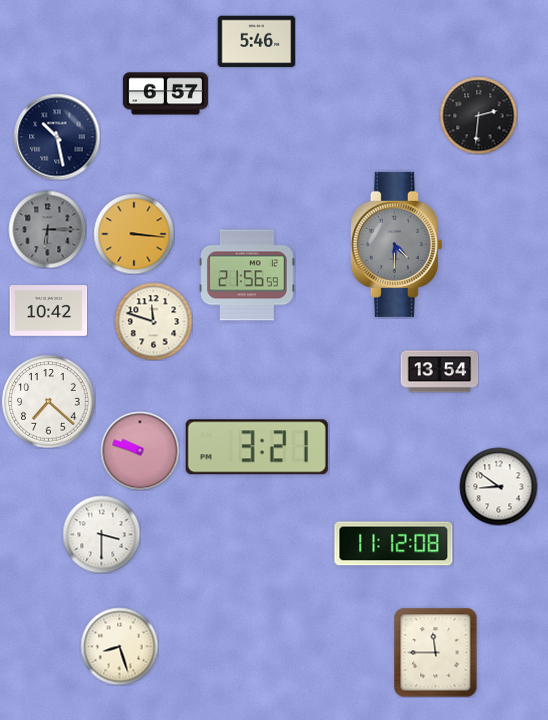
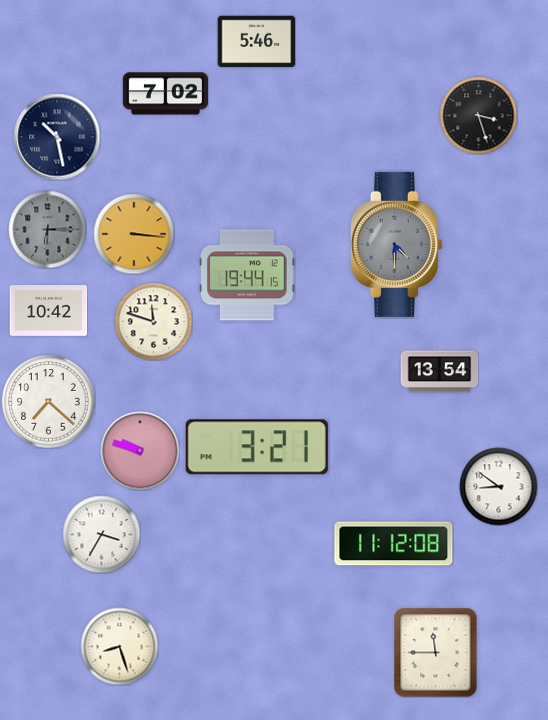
clock at (165, 94): 6:57 -> 7:02
clock at (478, 115): 2:31 -> 3:27
clock at (247, 275): 21:56 -> 19:44
clock at (101, 534): 3:30 -> 3:35
